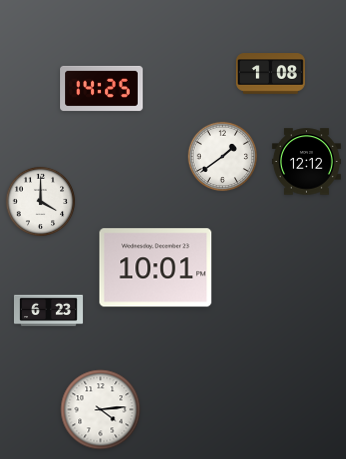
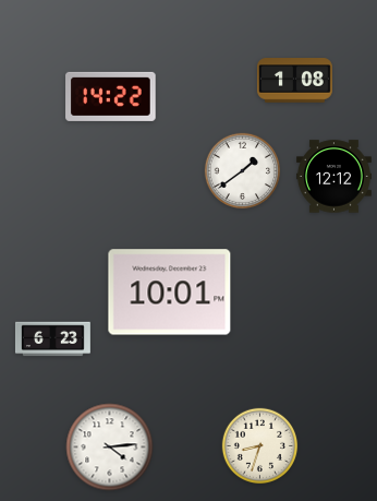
clock at (102, 88): 14:25 -> 14:22
clock at (41, 202): 4:00 -> none
clock at (260, 446): none -> 8:33
